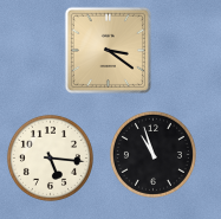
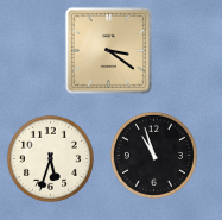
clock at (50, 157): 5:16 -> 5:33
